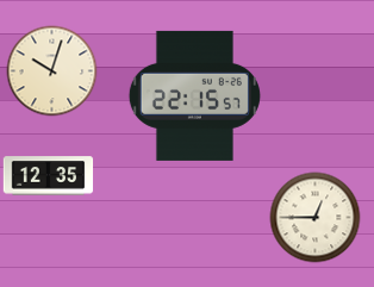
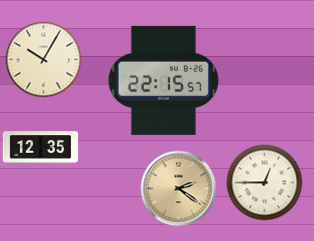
clock at (52, 71): 10:03 -> 10:05
clock at (179, 189): none -> 2:21
